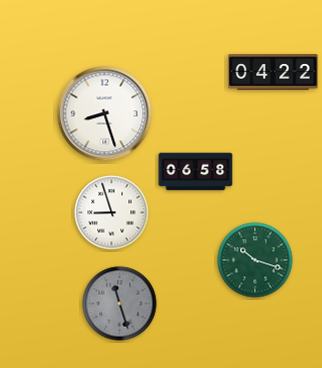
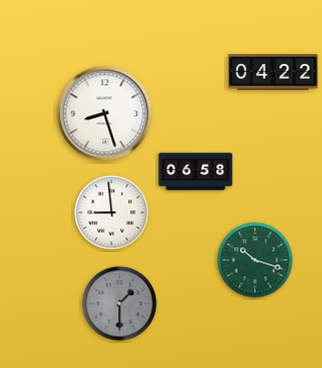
clock at (112, 213): 8:57 -> 8:59
clock at (120, 304): 11:27 -> 1:30
